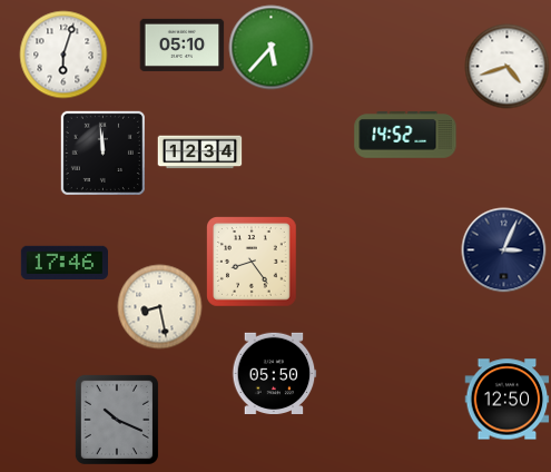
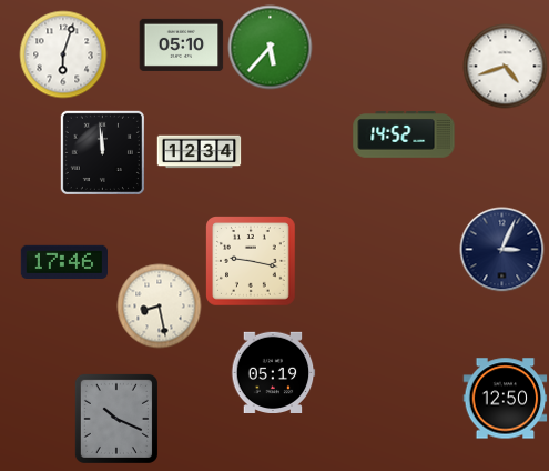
clock at (252, 262): 8:24 -> 9:17
clock at (274, 373): 05:50 -> 05:19
